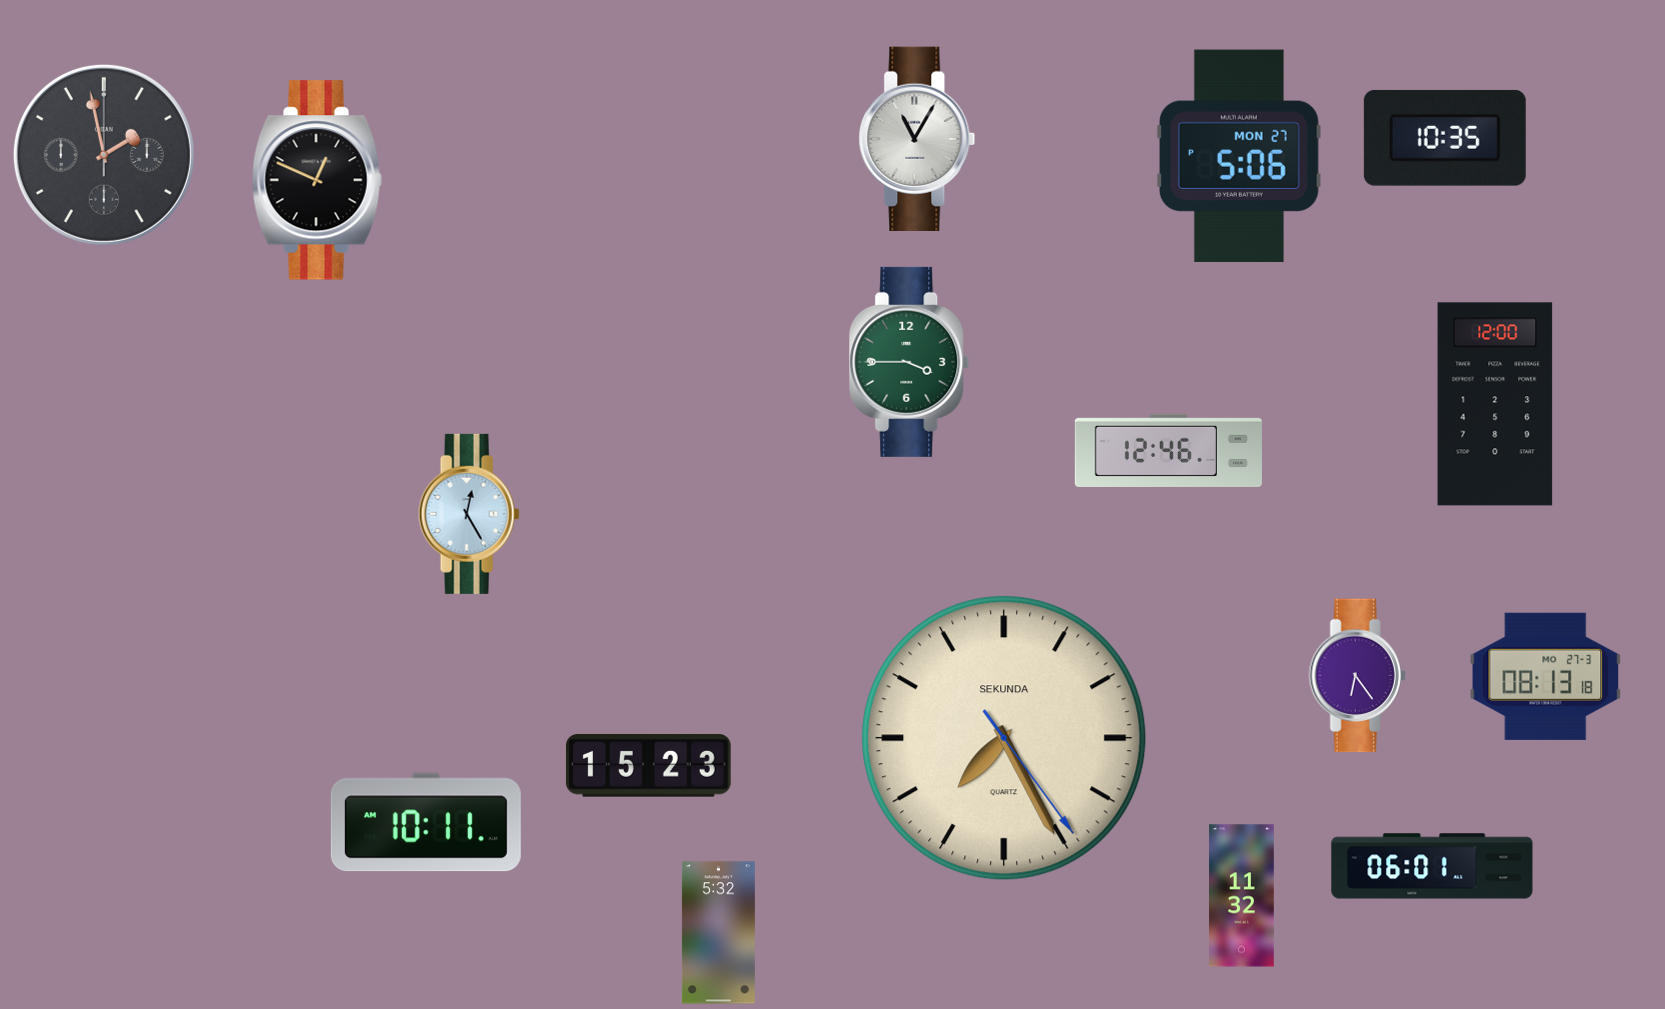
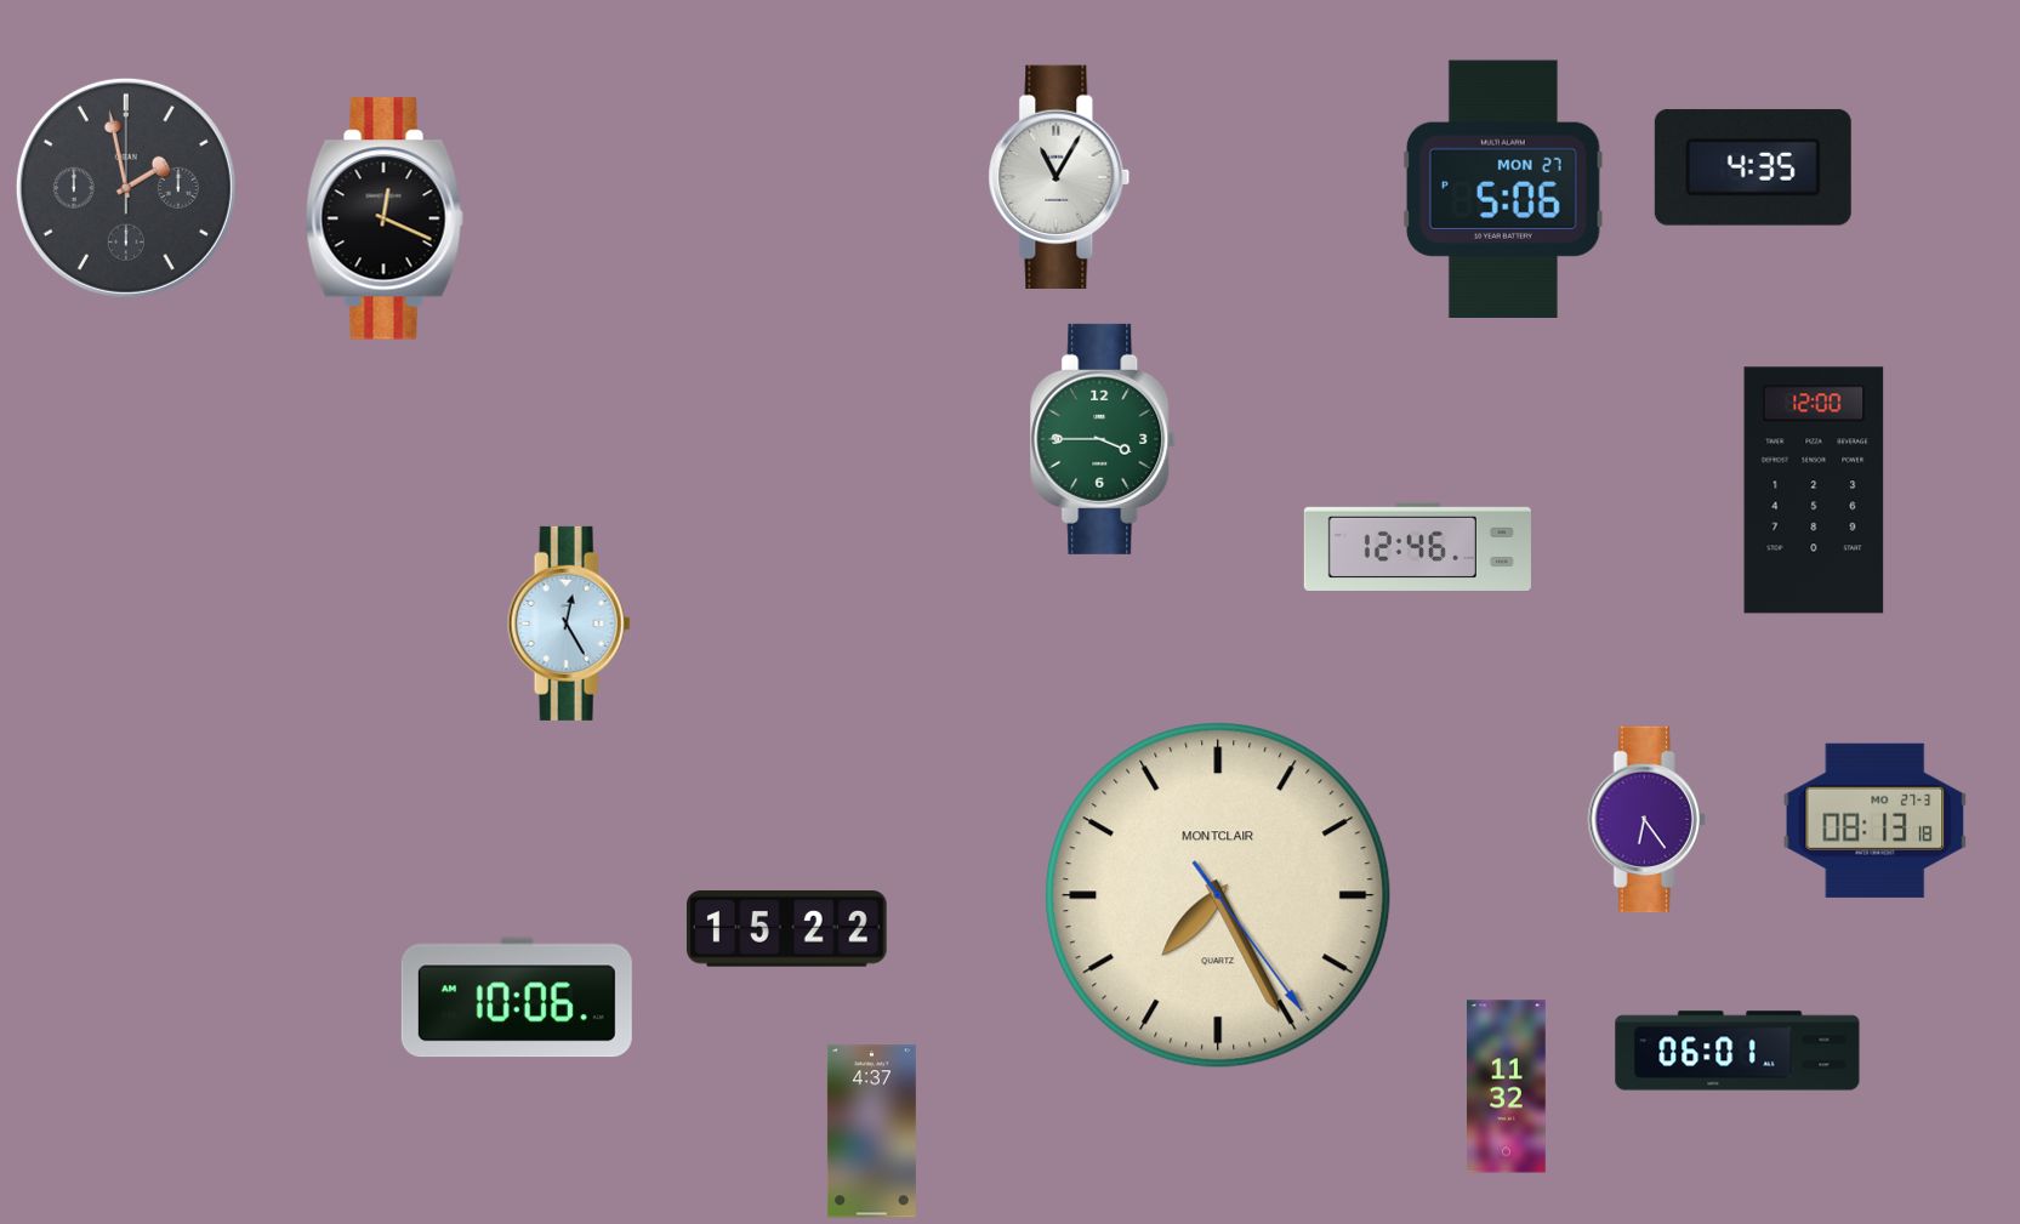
clock at (917, 138) position: (917, 138) -> (1059, 176)
clock at (1445, 138): 10:35 -> 4:35
clock at (317, 180): 12:49 -> 12:19
clock at (1004, 738) brand: SEKUNDA -> MONTCLAIR
clock at (648, 766): 15:23 -> 15:22
clock at (426, 822): 10:11 -> 10:06
clock at (718, 933): 5:32 -> 4:37
